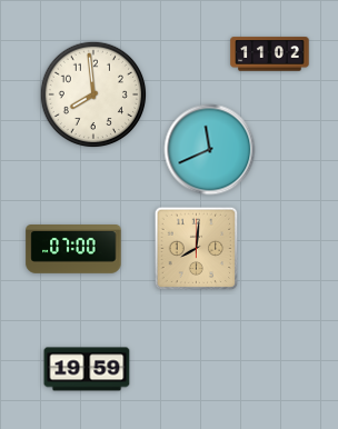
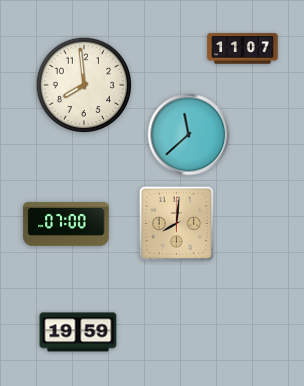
clock at (270, 54): 11:02 -> 11:07
clock at (210, 150): 11:41 -> 11:38
